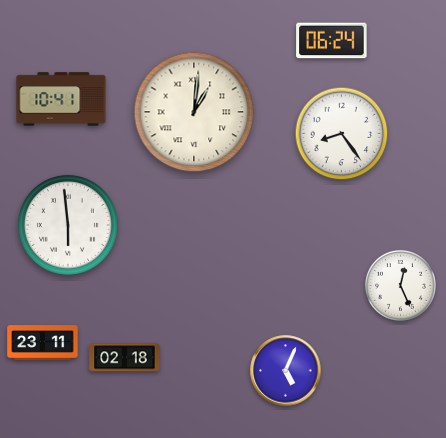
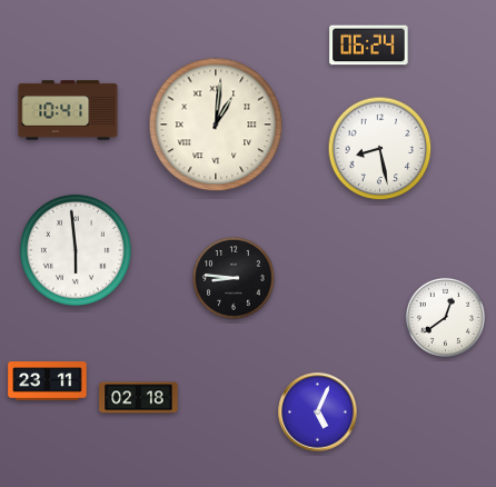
clock at (342, 134): 8:24 -> 8:28
clock at (234, 278): none -> 8:46
clock at (400, 285): 12:26 -> 12:39
